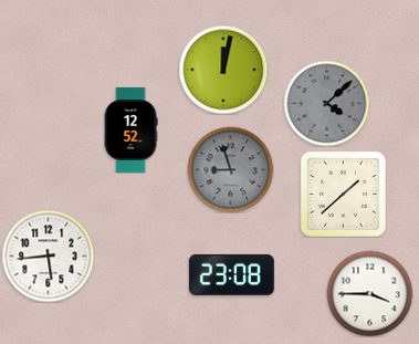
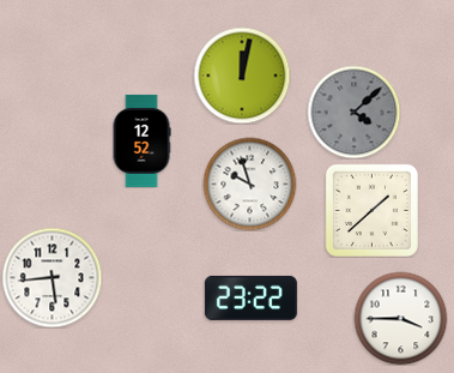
clock at (230, 169): 8:57 -> 9:57
clock at (230, 169) dial: grey -> white
clock at (231, 274): 23:08 -> 23:22
